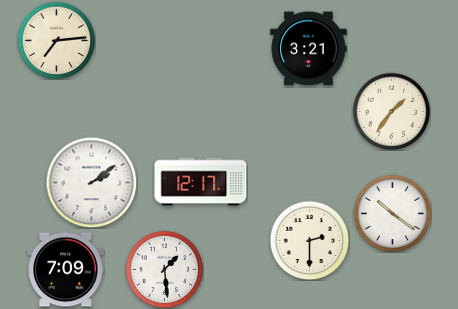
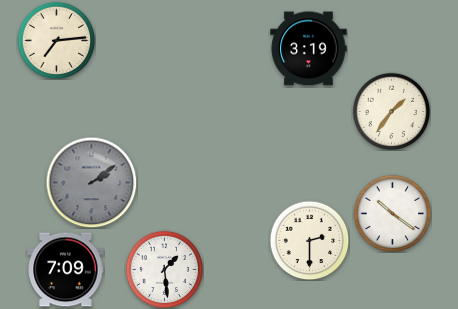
clock at (309, 49): 3:21 -> 3:19
clock at (91, 182) dial: white -> grey
clock at (201, 182): 12:17 -> none
